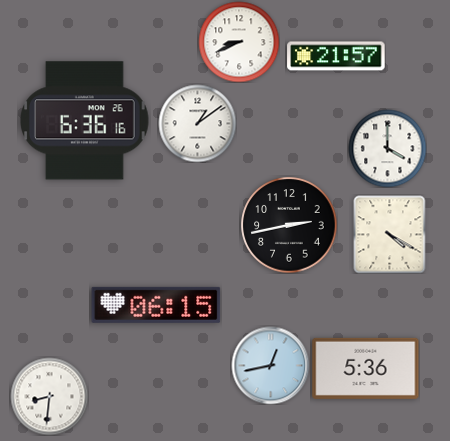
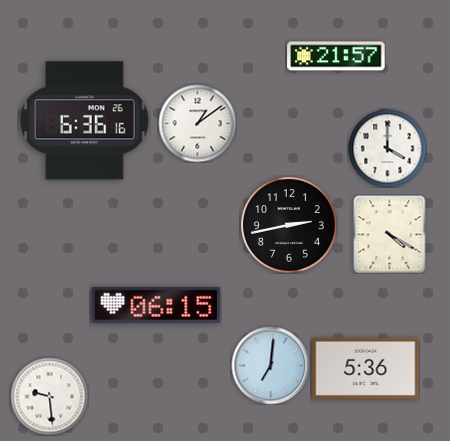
clock at (239, 42): 8:41 -> none
clock at (270, 365): 12:43 -> 7:01
clock at (49, 396): 8:31 -> 9:29
